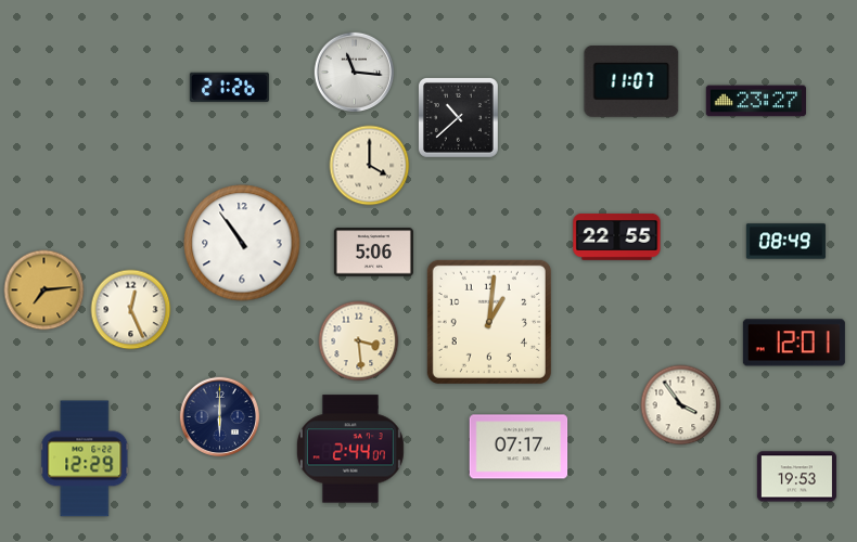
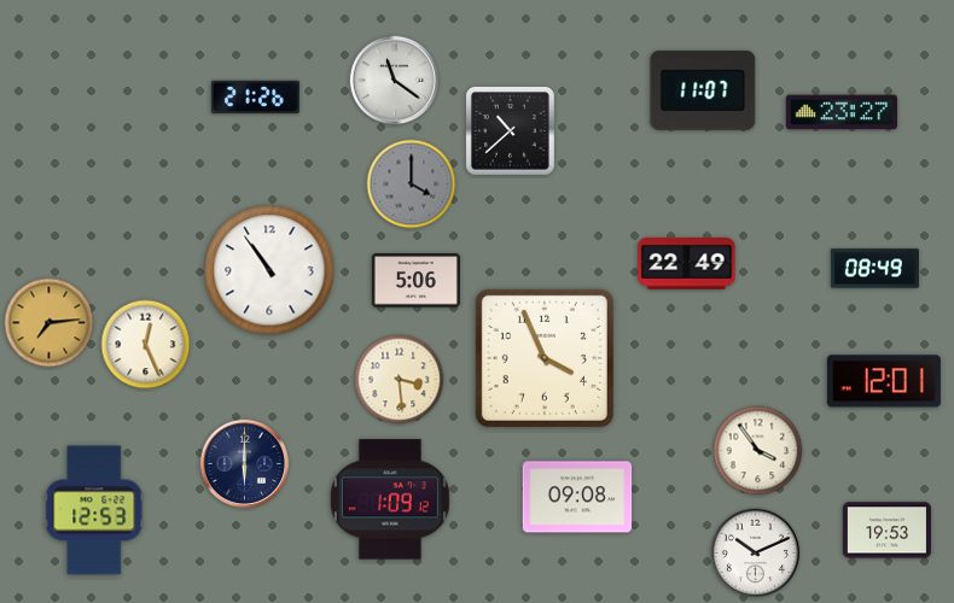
clock at (355, 73): 11:16 -> 11:21
clock at (370, 166) dial: cream -> grey
clock at (617, 237): 22:55 -> 22:49
clock at (489, 322): 1:01 -> 3:56
clock at (519, 447): 07:17 -> 09:08
clock at (350, 449): 2:44 -> 1:09
clock at (85, 459): 12:29 -> 12:53
clock at (756, 554): none -> 10:11
